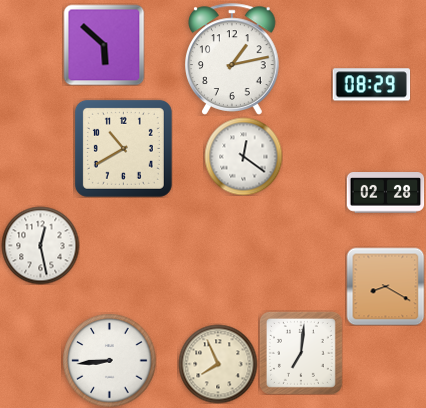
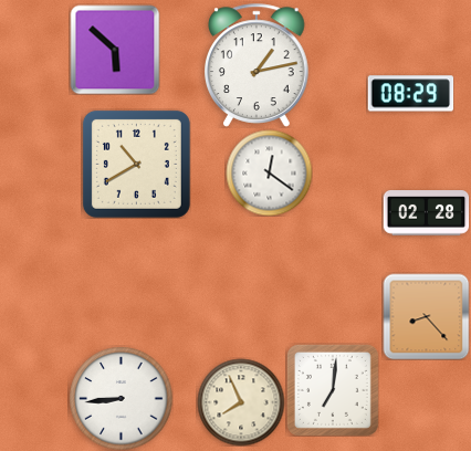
clock at (40, 245): 12:28 -> none
clock at (385, 286): 8:20 -> 8:23
